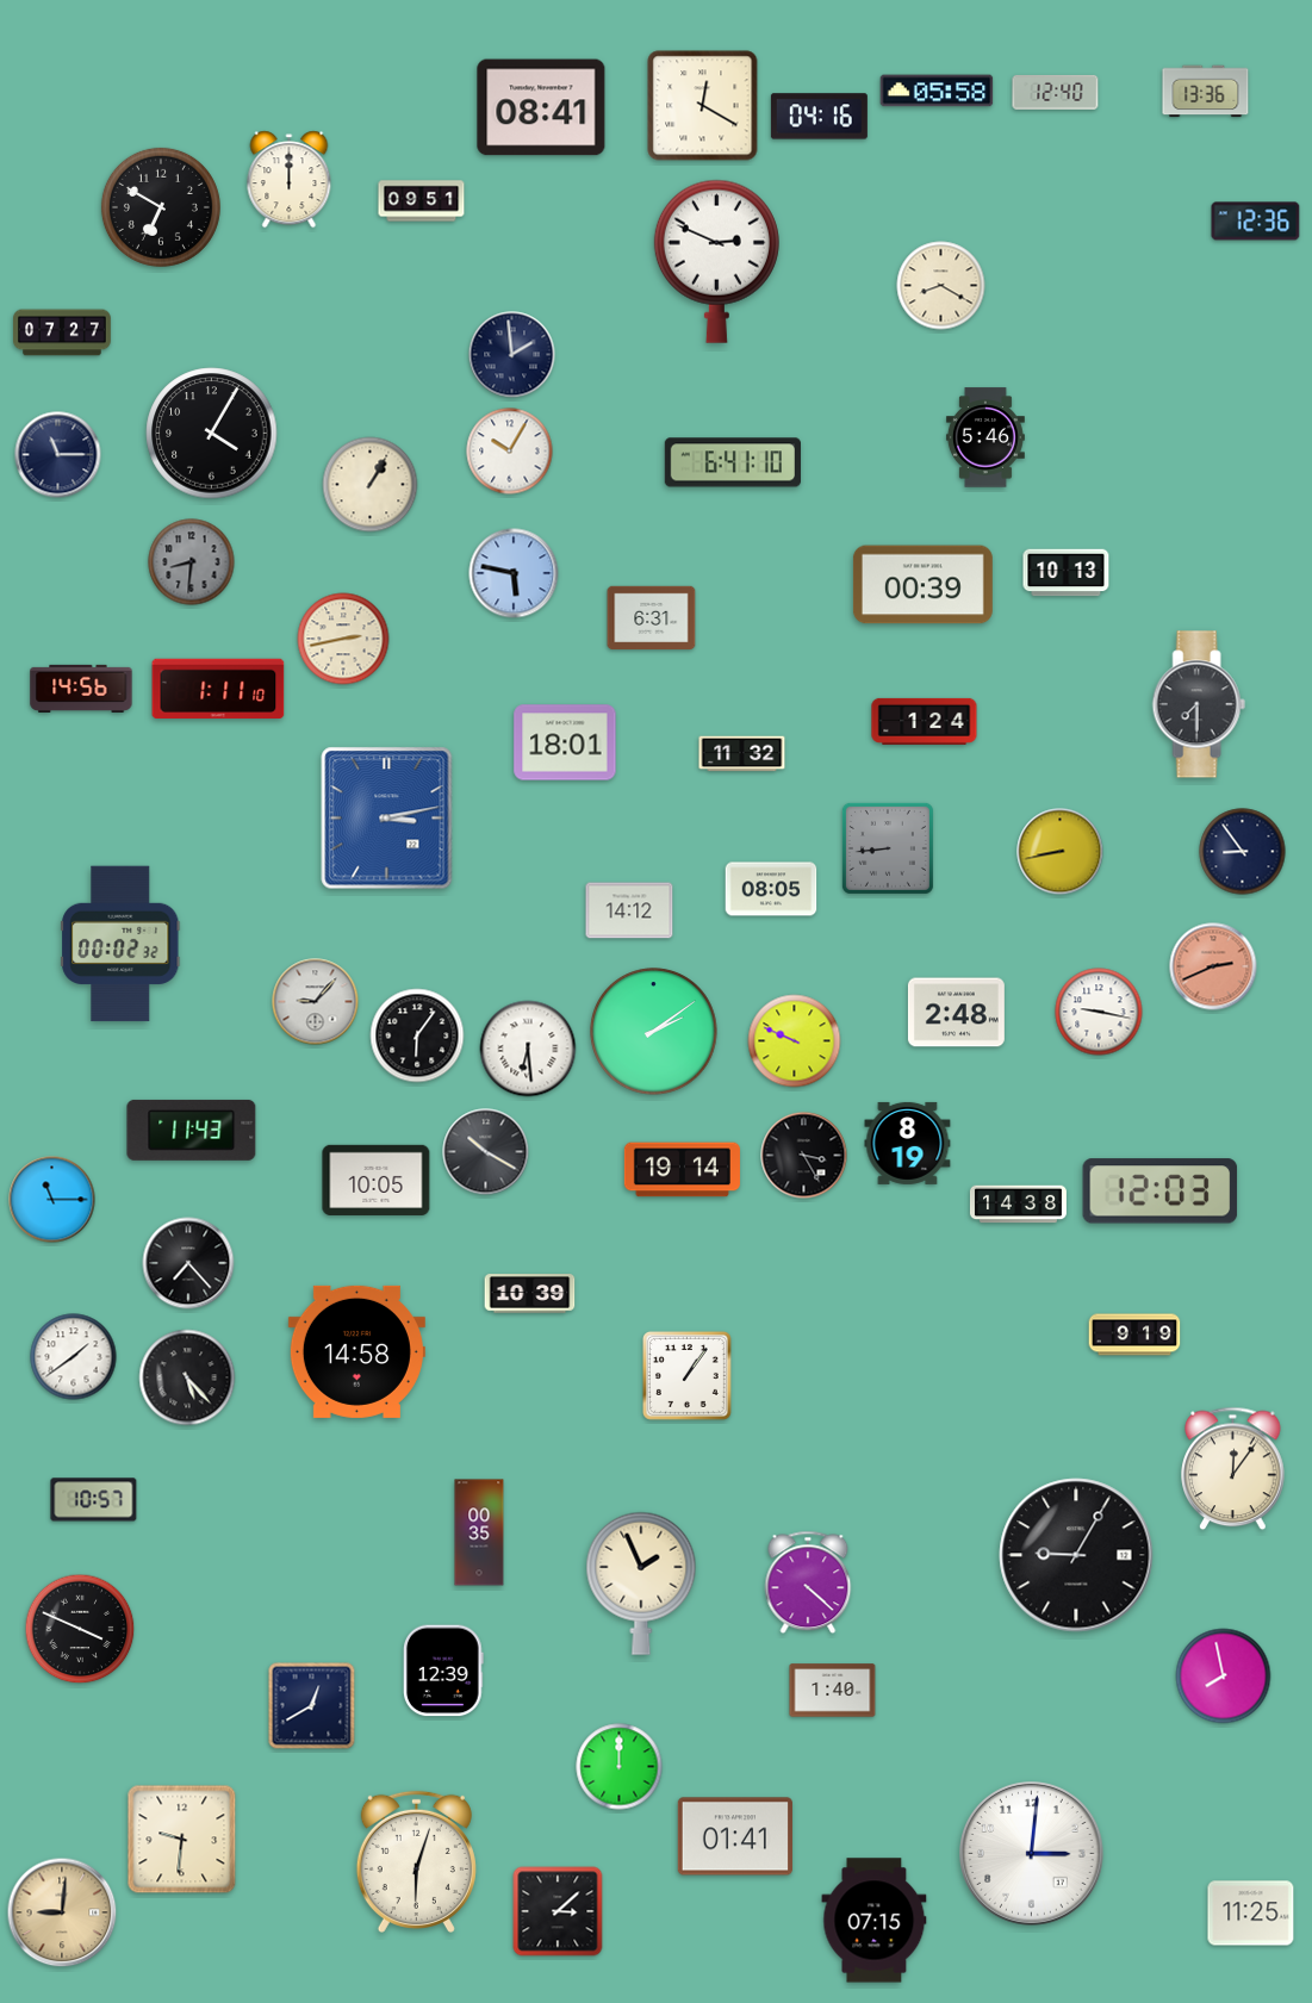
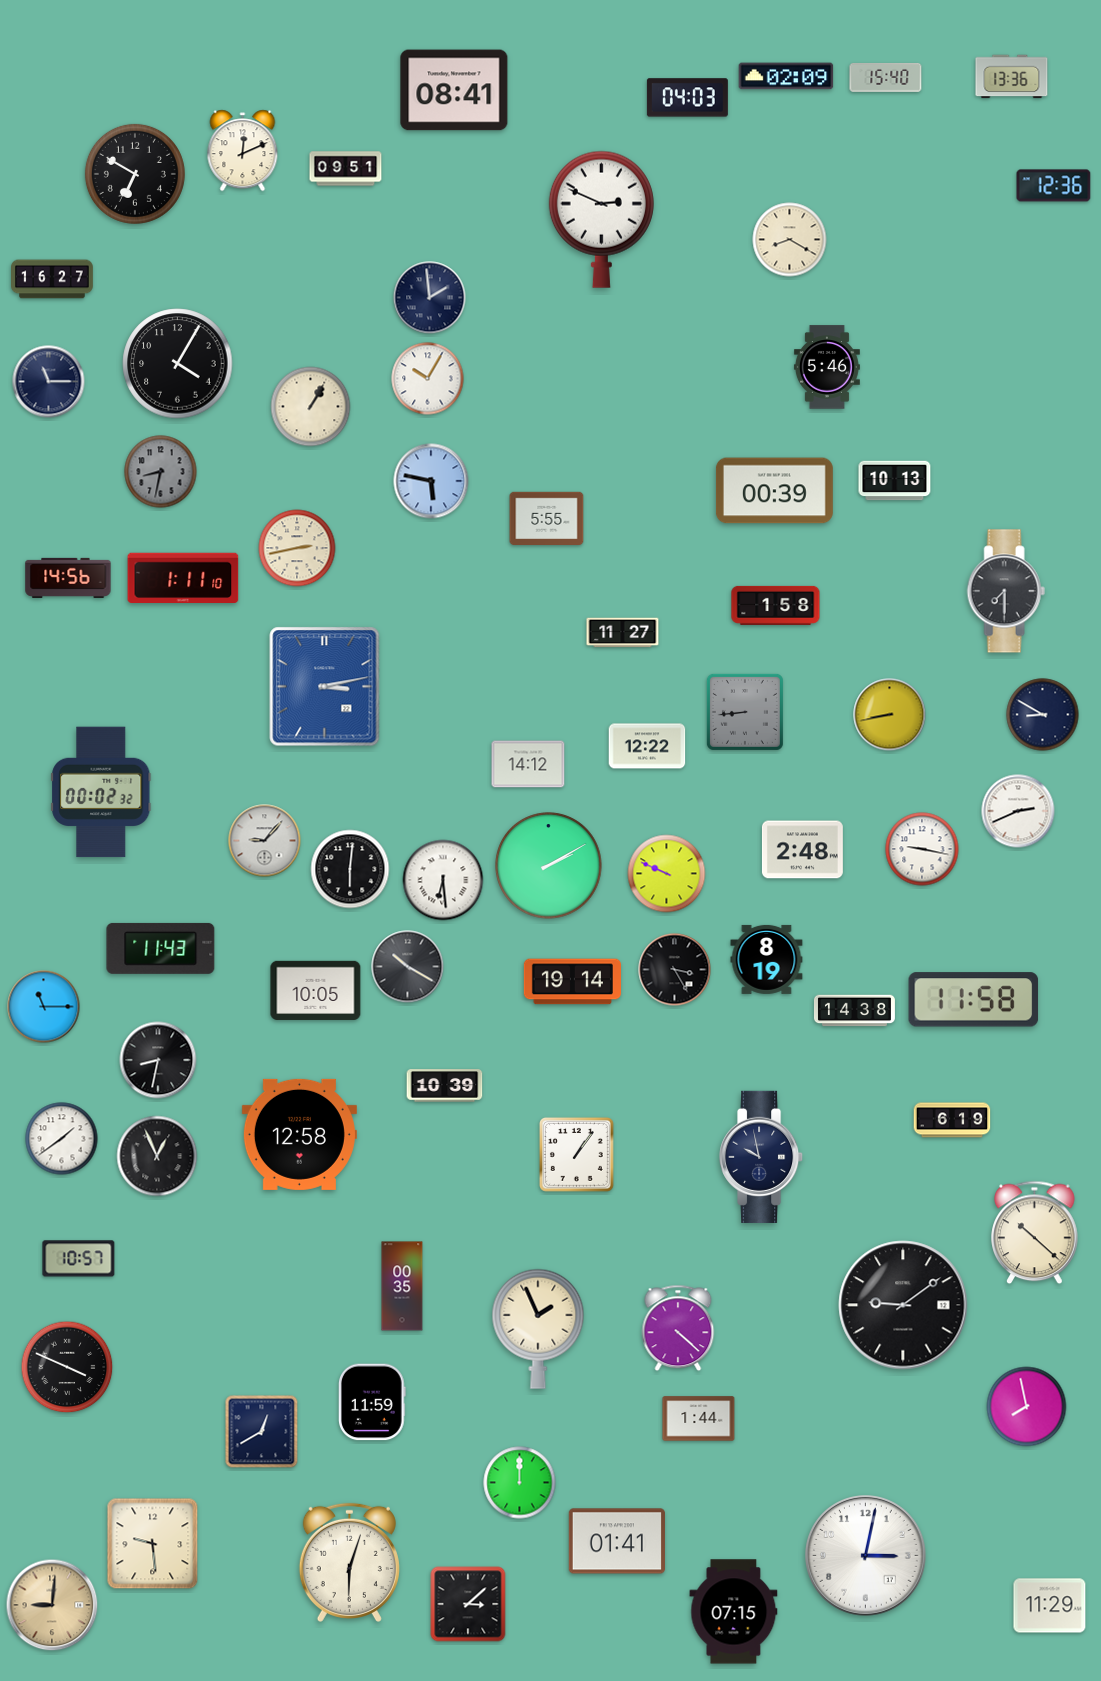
clock at (937, 91): 05:58 -> 02:09
clock at (1056, 93): 12:40 -> 15:40
clock at (703, 106): 12:20 -> none
clock at (819, 117): 04:16 -> 04:03
clock at (290, 180): 12:00 -> 12:11
clock at (422, 201) position: (422, 201) -> (346, 169)
clock at (63, 332): 07:27 -> 16:27
clock at (733, 462): 6:41 -> none
clock at (192, 562): 8:31 -> 8:32
clock at (652, 618): 6:31 -> 5:55
clock at (343, 639) position: (343, 639) -> (297, 548)
clock at (925, 721): 1:24 -> 1:58
clock at (565, 742): 18:01 -> none
clock at (742, 754): 11:32 -> 11:27
clock at (1243, 852): 8:54 -> 8:50
clock at (771, 889): 08:05 -> 12:22
clock at (1213, 966) dial: salmon -> white
clock at (654, 1032): 2:09 -> 2:10
clock at (417, 1035): 6:06 -> 6:01
clock at (908, 1143) position: (908, 1143) -> (767, 959)
clock at (1161, 1192): 12:03 -> 11:58
clock at (188, 1263): 7:23 -> 8:32
clock at (1134, 1335): 9:19 -> 6:19
clock at (356, 1351): 14:58 -> 12:58
clock at (187, 1377): 5:23 -> 12:56
clock at (762, 1157): none -> 9:58
clock at (1233, 1469): 12:06 -> 10:22
clock at (1076, 1555): 9:05 -> 9:09
clock at (443, 1671): 12:39 -> 11:59
clock at (833, 1691): 1:40 -> 1:44
clock at (182, 1840): 9:31 -> 9:29
clock at (1032, 1854): 3:01 -> 3:02
clock at (1251, 1914): 11:25 -> 11:29
